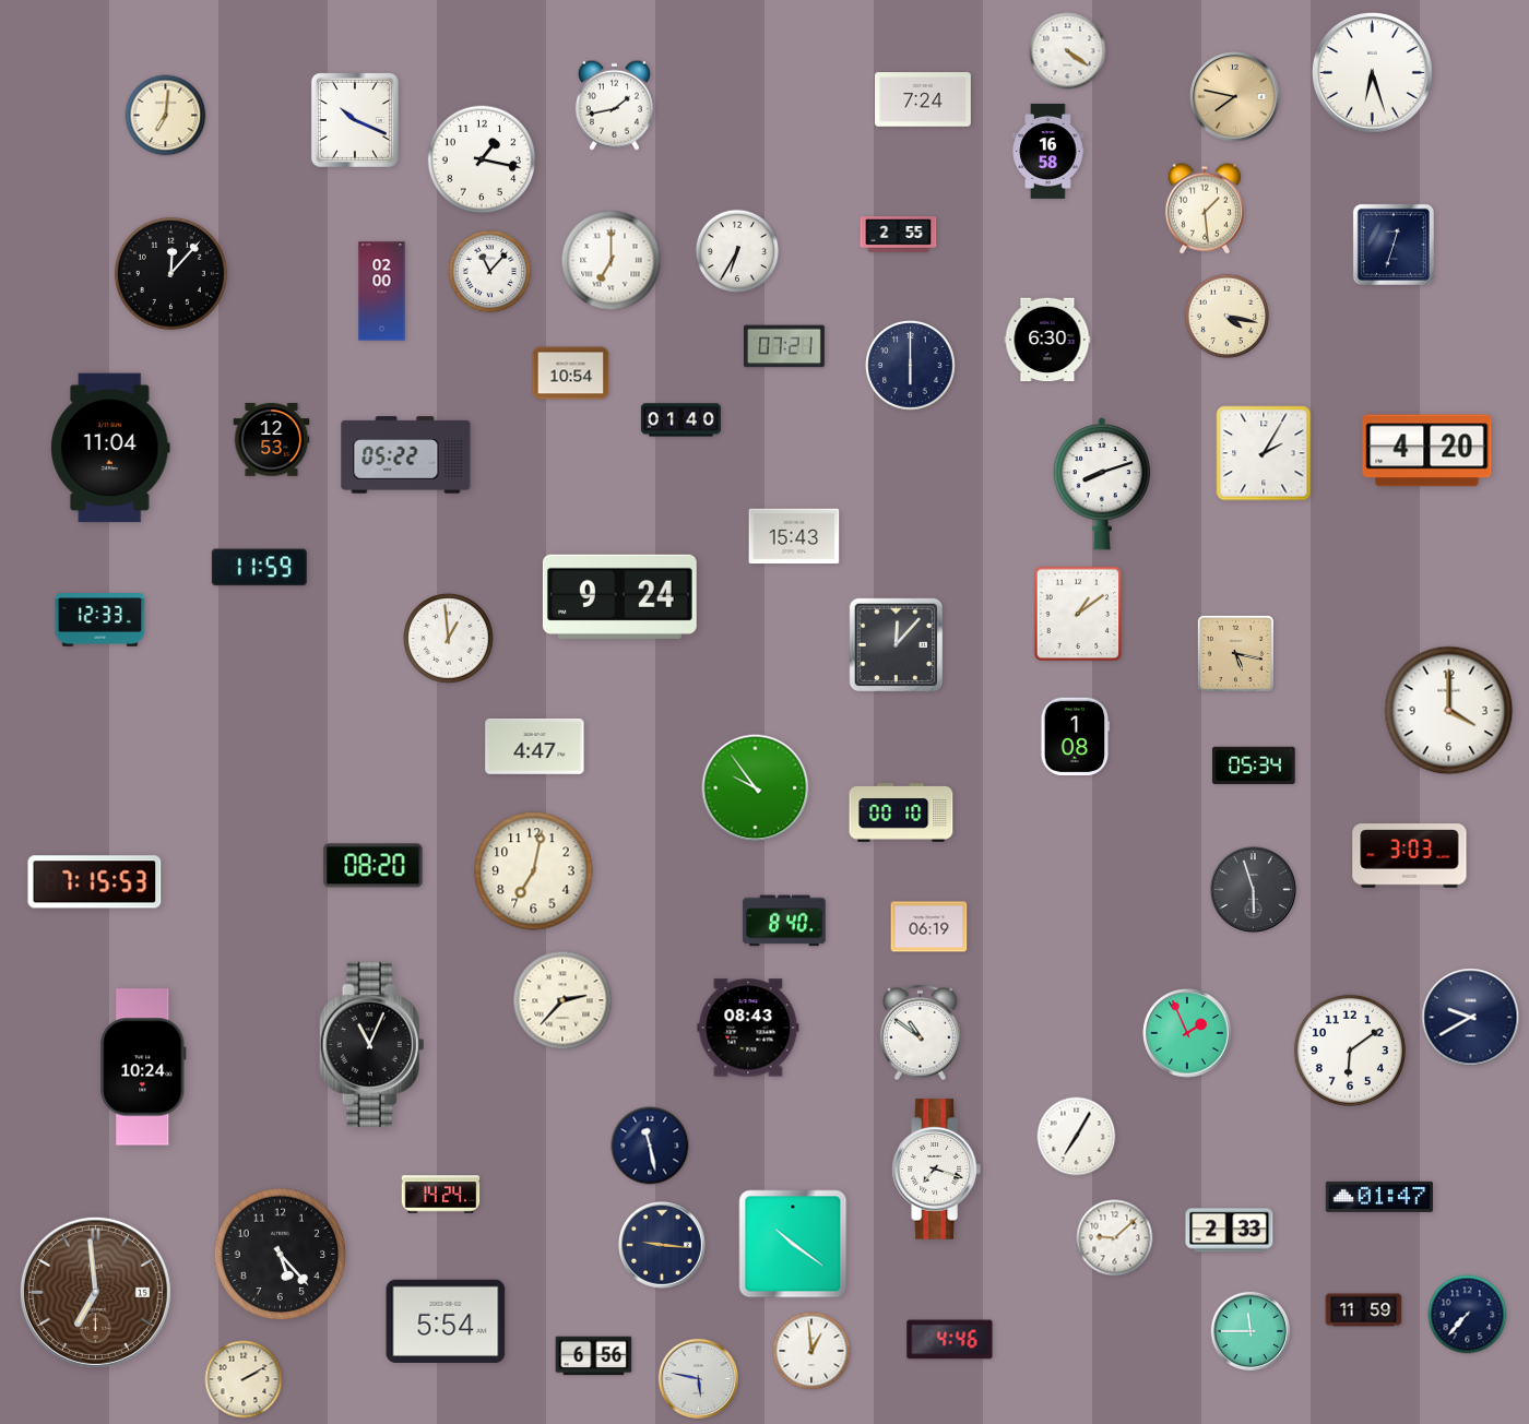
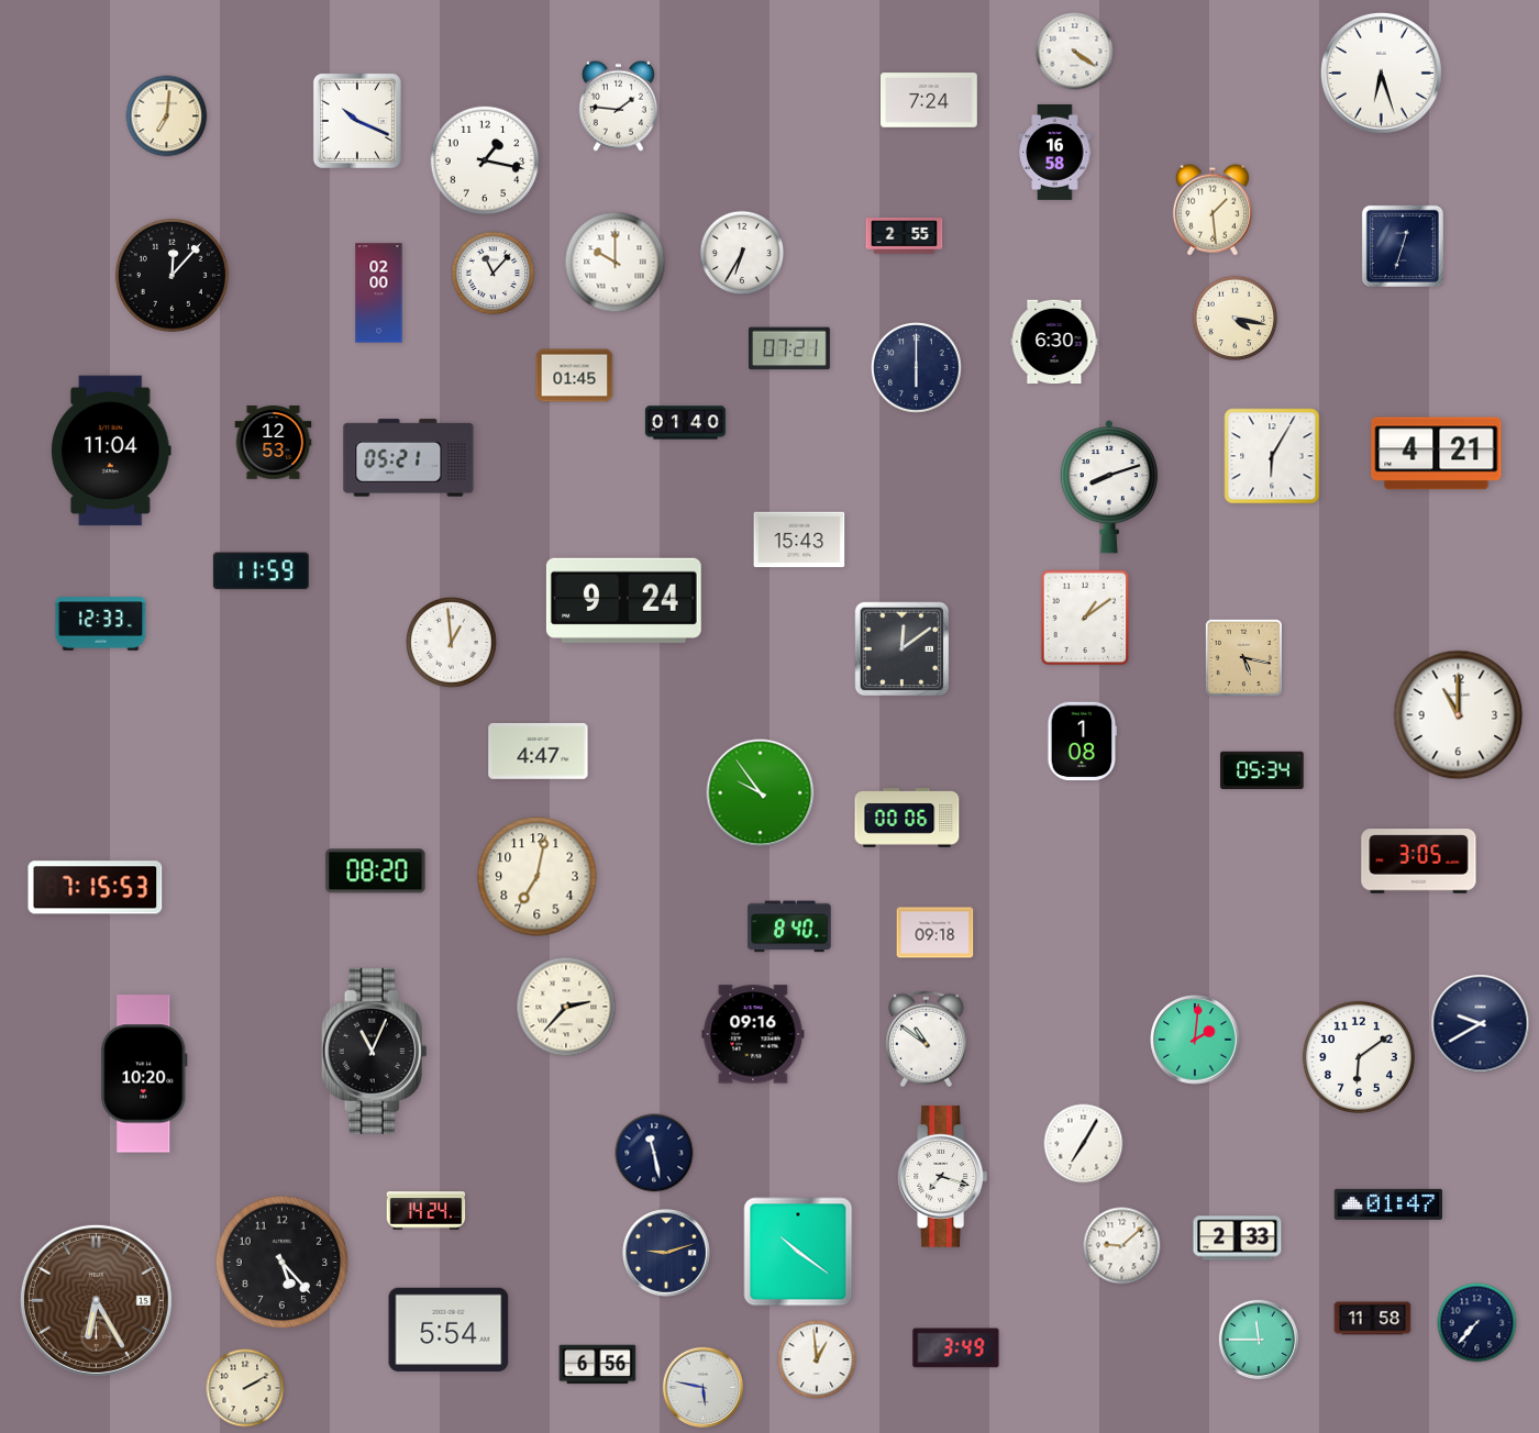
clock at (1235, 97): 7:47 -> none
clock at (614, 105): 1:43 -> 1:46
clock at (612, 261): 7:00 -> 10:00
clock at (382, 292) position: (382, 292) -> (379, 293)
clock at (571, 373): 10:54 -> 01:45
clock at (1427, 451): 4:20 -> 4:21
clock at (1264, 453): 2:05 -> 6:05
clock at (406, 455): 05:22 -> 05:21
clock at (897, 645): 12:07 -> 12:09
clock at (1449, 711): 4:00 -> 11:00
clock at (901, 814): 00:10 -> 00:06
clock at (1410, 856): 3:03 -> 3:05
clock at (1254, 890): 5:57 -> none
clock at (929, 927): 06:19 -> 09:18
clock at (748, 1028): 08:43 -> 09:16
clock at (1187, 1033): 1:56 -> 2:01
clock at (143, 1067): 10:24 -> 10:20
clock at (441, 1195) position: (441, 1195) -> (427, 1211)
clock at (663, 1246): 9:16 -> 9:12
clock at (95, 1292): 6:59 -> 6:25
clock at (1364, 1310): 11:59 -> 11:58
clock at (950, 1340): 4:46 -> 3:49
